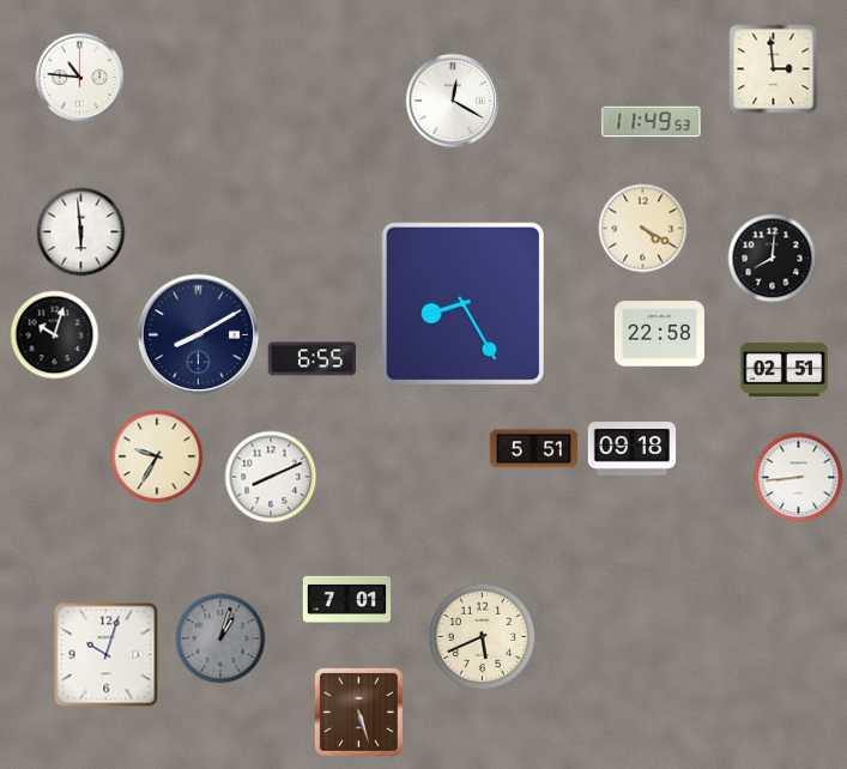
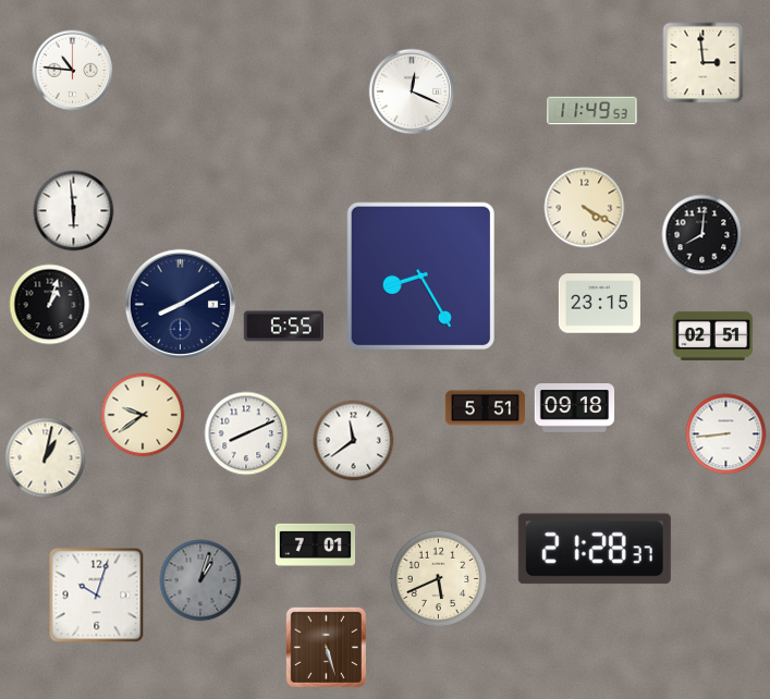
clock at (453, 101): 12:20 -> 12:19
clock at (659, 334): 22:58 -> 23:15
clock at (55, 335): 10:03 -> 1:03
clock at (157, 456): 9:35 -> 9:39
clock at (354, 441): none -> 11:39
clock at (46, 458): none -> 1:02
clock at (595, 549): none -> 21:28
